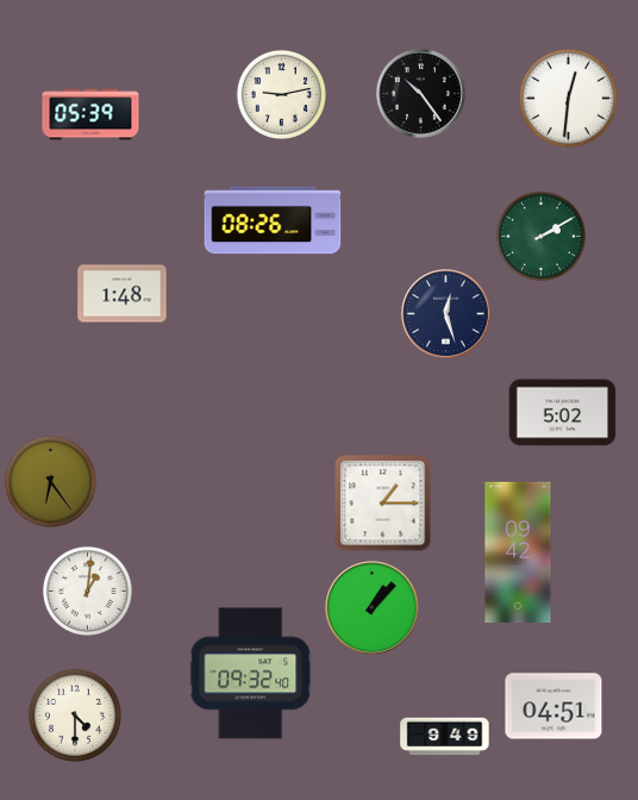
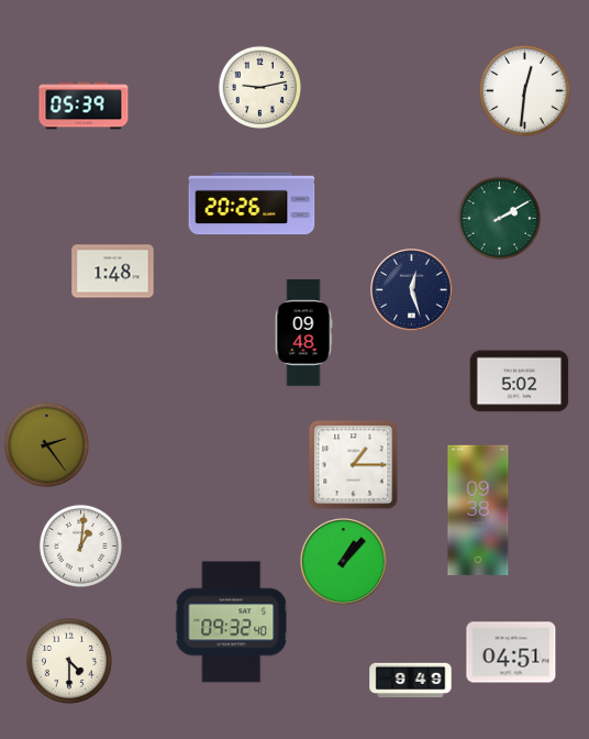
clock at (421, 94): 10:24 -> none
clock at (273, 220): 08:26 -> 20:26
clock at (303, 333): none -> 09:48
clock at (50, 481): 6:24 -> 2:24
clock at (518, 552): 09:42 -> 09:38
